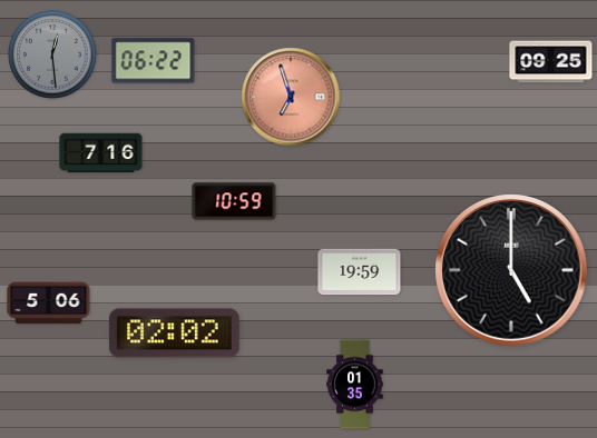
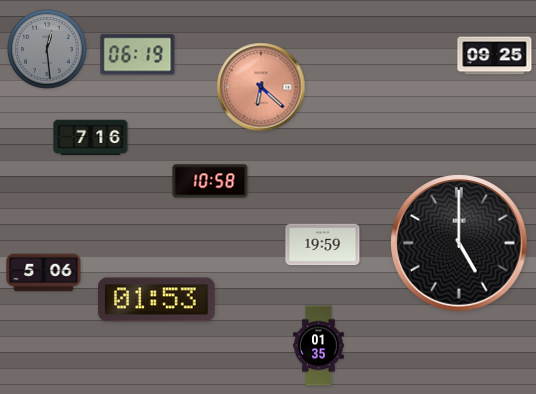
clock at (154, 61): 06:22 -> 06:19
clock at (291, 97): 6:57 -> 6:22
clock at (234, 201): 10:59 -> 10:58
clock at (175, 334): 02:02 -> 01:53
